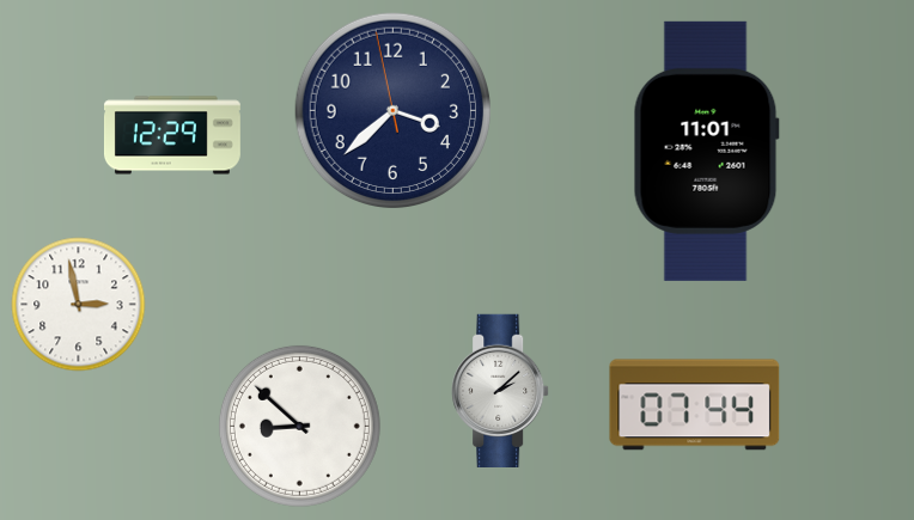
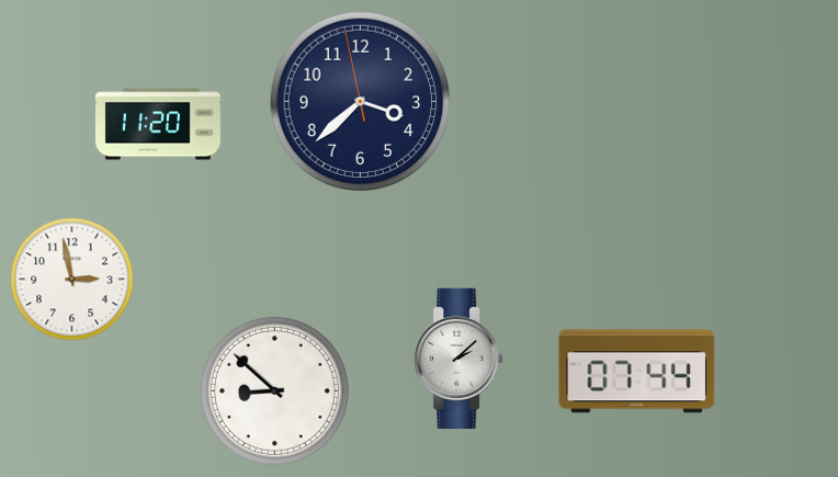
clock at (172, 135): 12:29 -> 11:20
clock at (706, 151): 11:01 -> none
